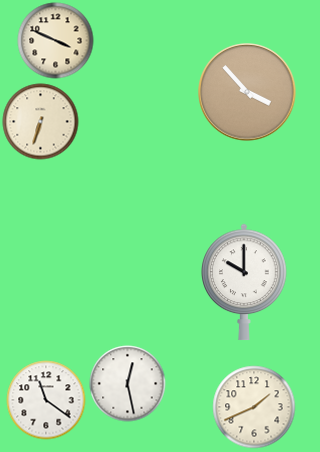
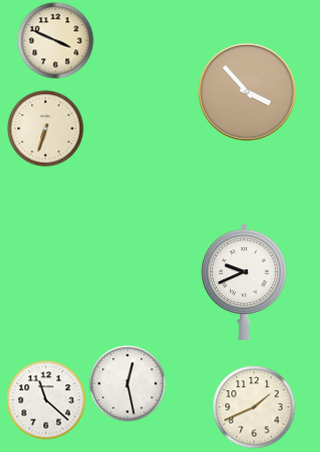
clock at (41, 122) position: (41, 122) -> (46, 129)
clock at (245, 282): 10:00 -> 9:41
clock at (46, 400): 11:21 -> 11:22
